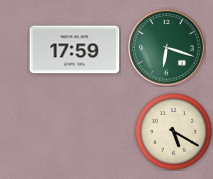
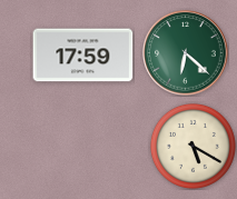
clock at (167, 48): 6:18 -> 6:22
